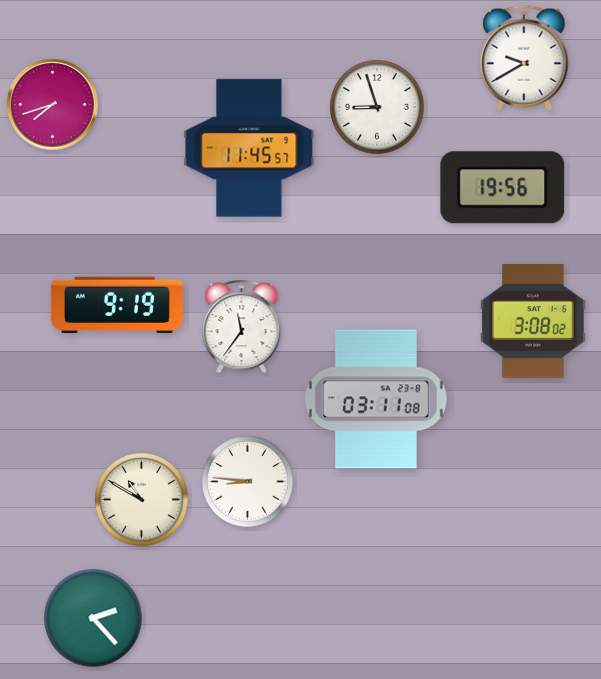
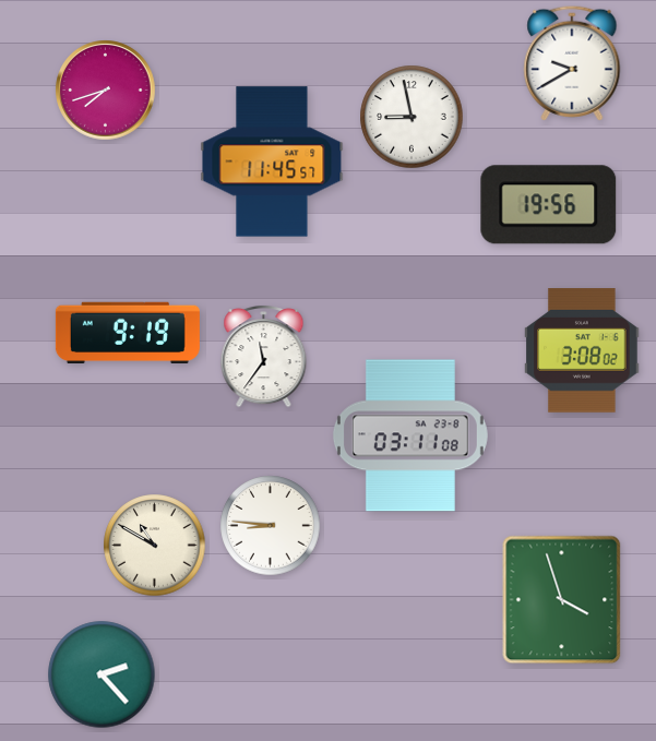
clock at (53, 105) position: (53, 105) -> (106, 91)
clock at (377, 107): 8:57 -> 8:58
clock at (562, 600): none -> 3:57
